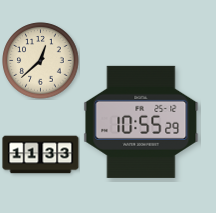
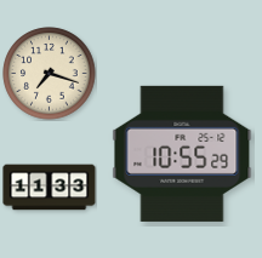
clock at (41, 61): 12:38 -> 7:18
clock at (141, 122) position: (141, 122) -> (182, 154)
